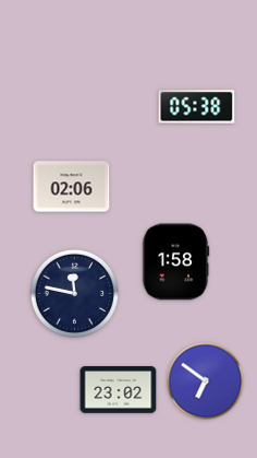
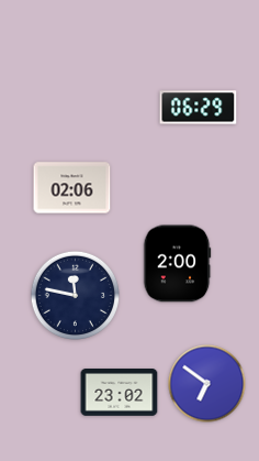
clock at (197, 107): 05:38 -> 06:29
clock at (175, 262): 1:58 -> 2:00
